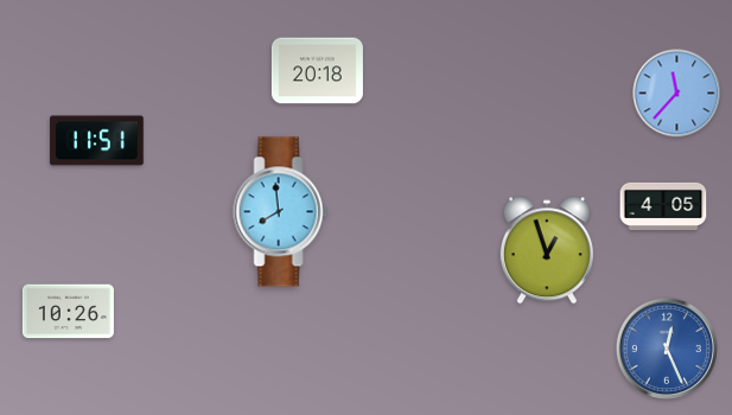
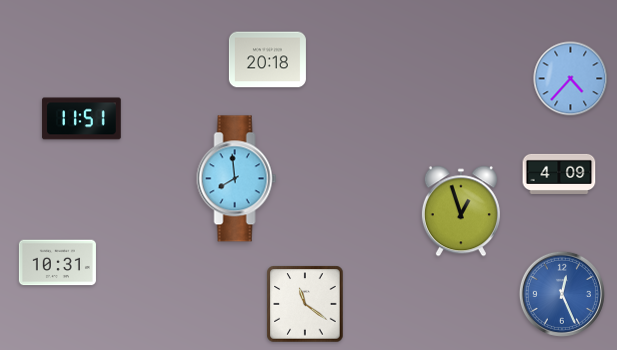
clock at (677, 94): 11:37 -> 4:37
clock at (663, 206): 4:05 -> 4:09
clock at (68, 312): 10:26 -> 10:31
clock at (305, 304): none -> 11:21
